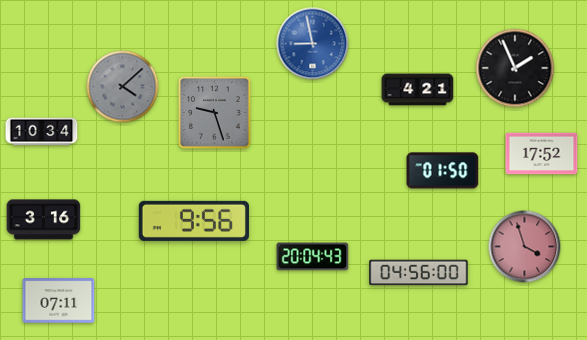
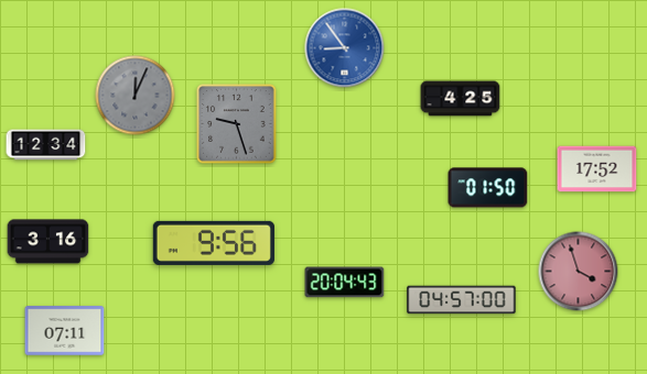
clock at (313, 44): 8:58 -> 8:54
clock at (515, 68): 1:56 -> none
clock at (123, 87): 4:08 -> 12:04
clock at (418, 90): 4:21 -> 4:25
clock at (42, 132): 10:34 -> 12:34
clock at (419, 273): 04:56 -> 04:57
